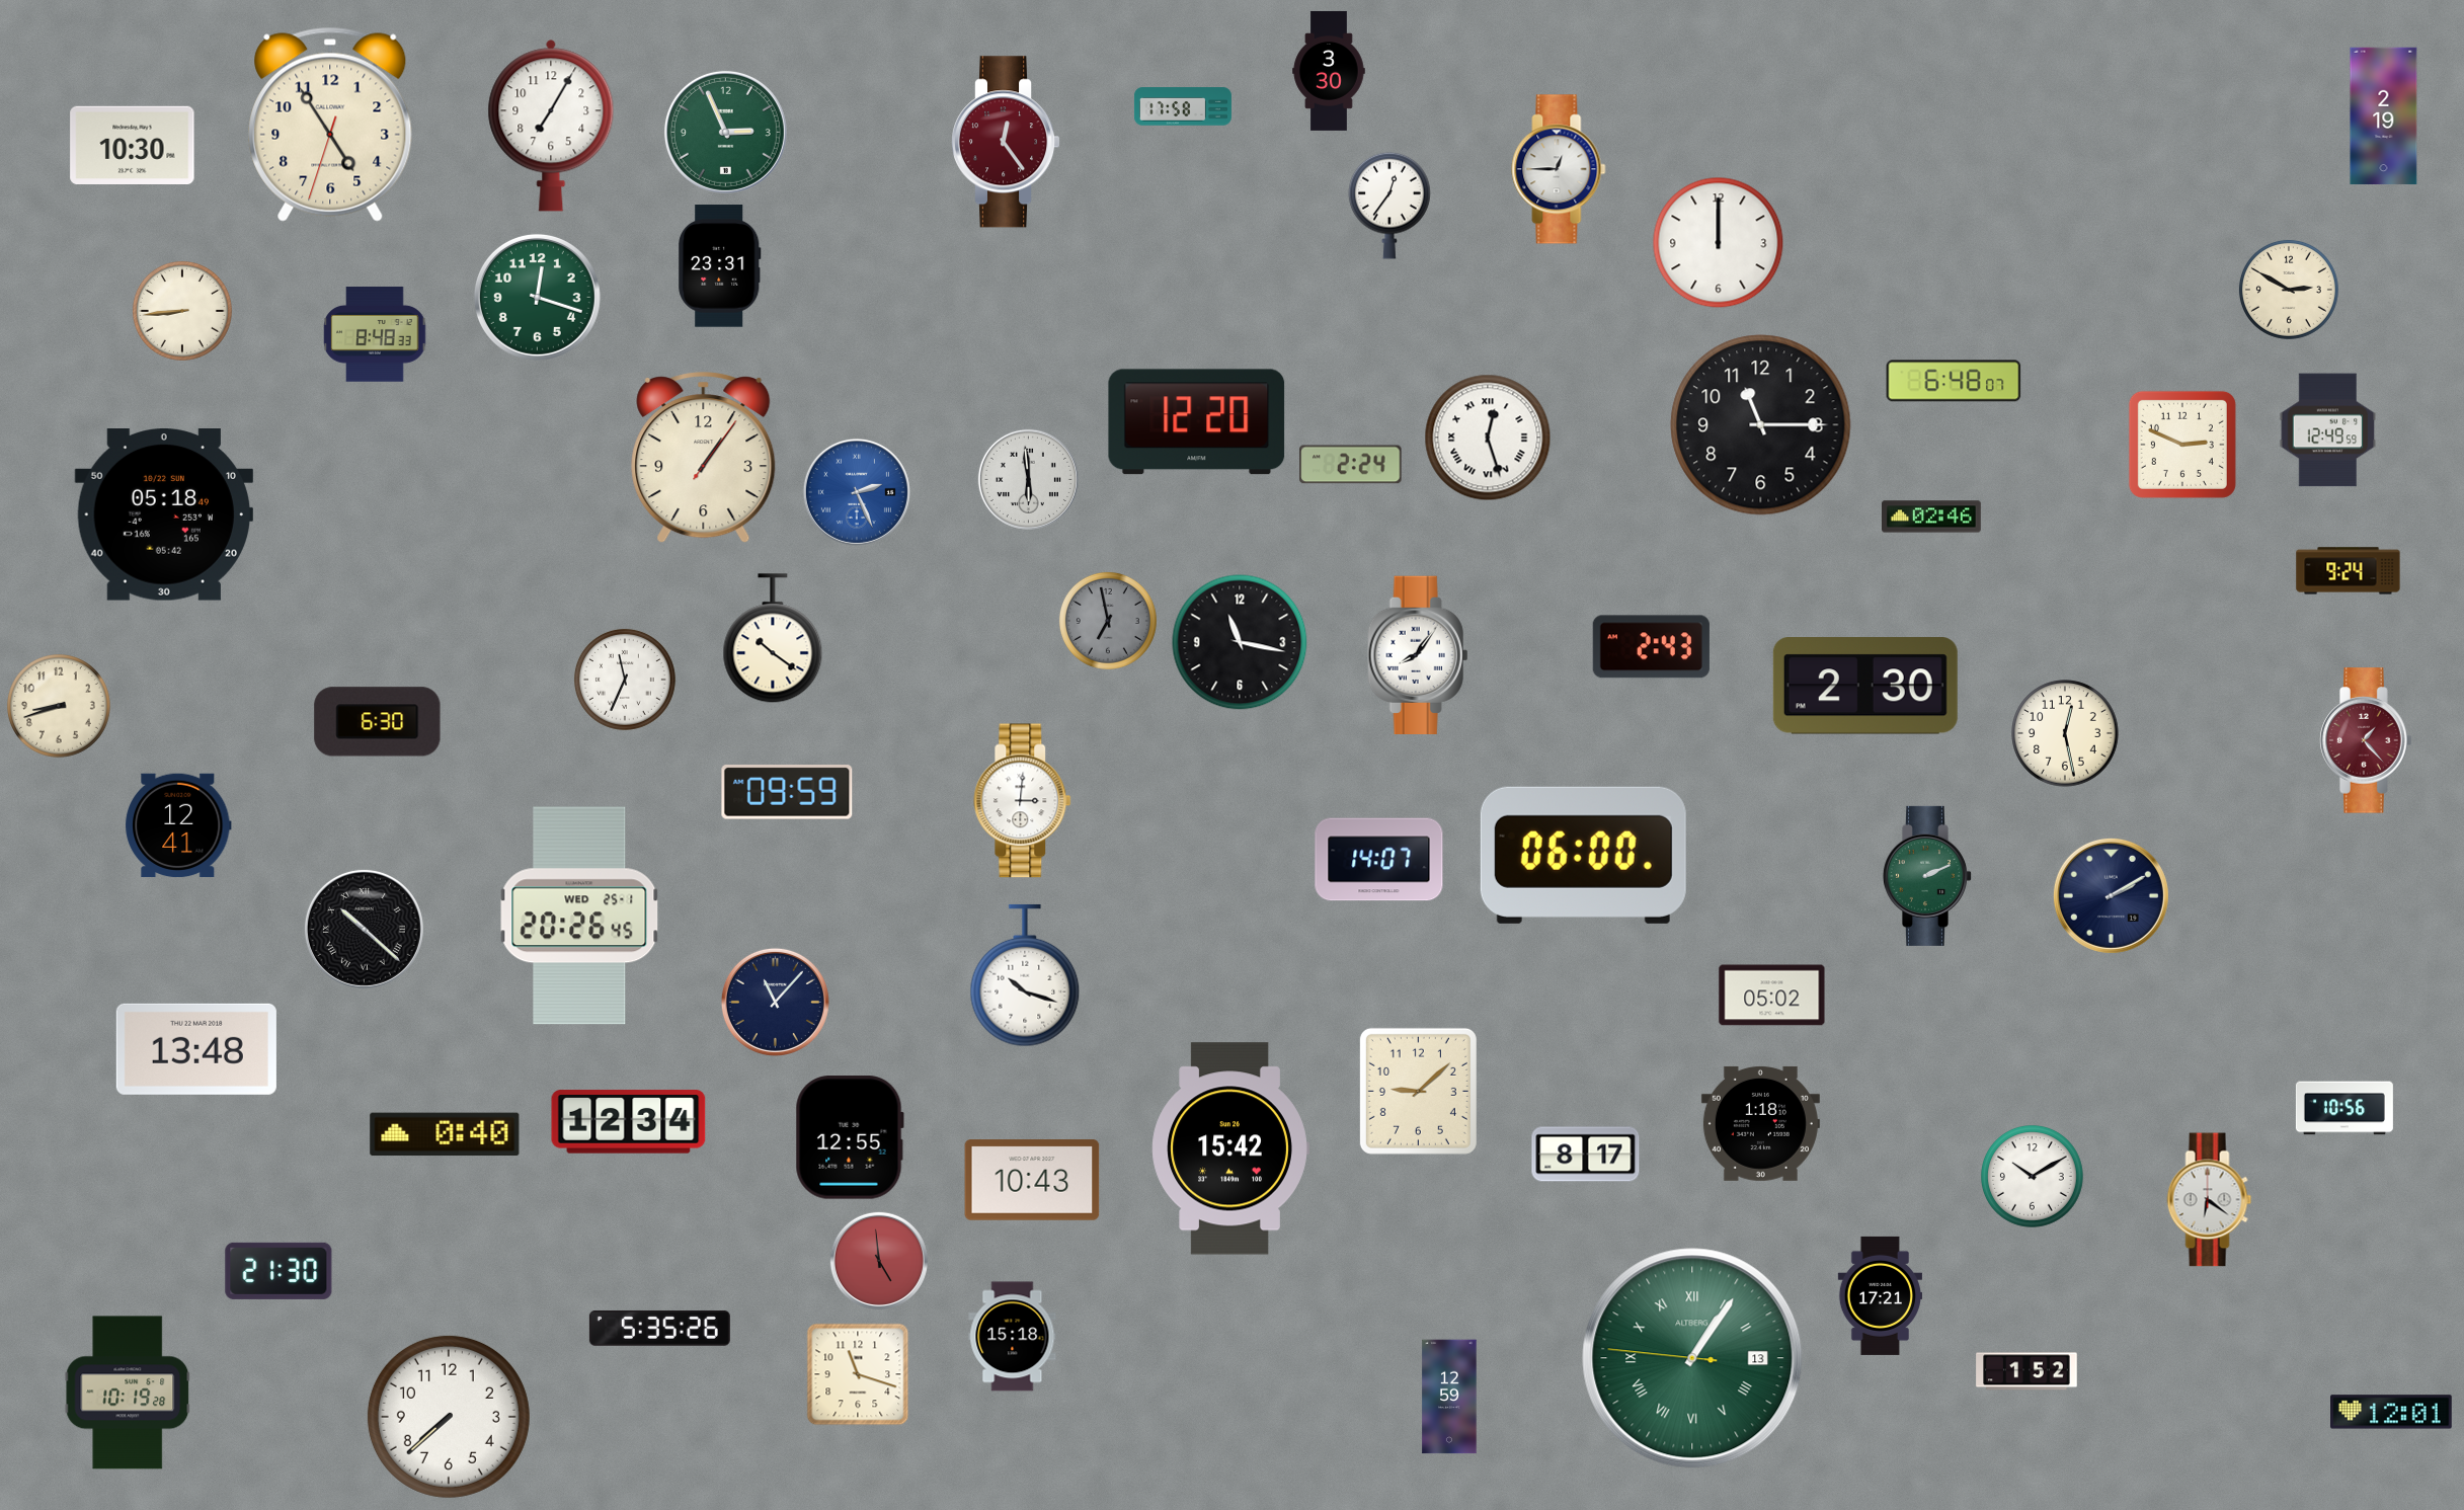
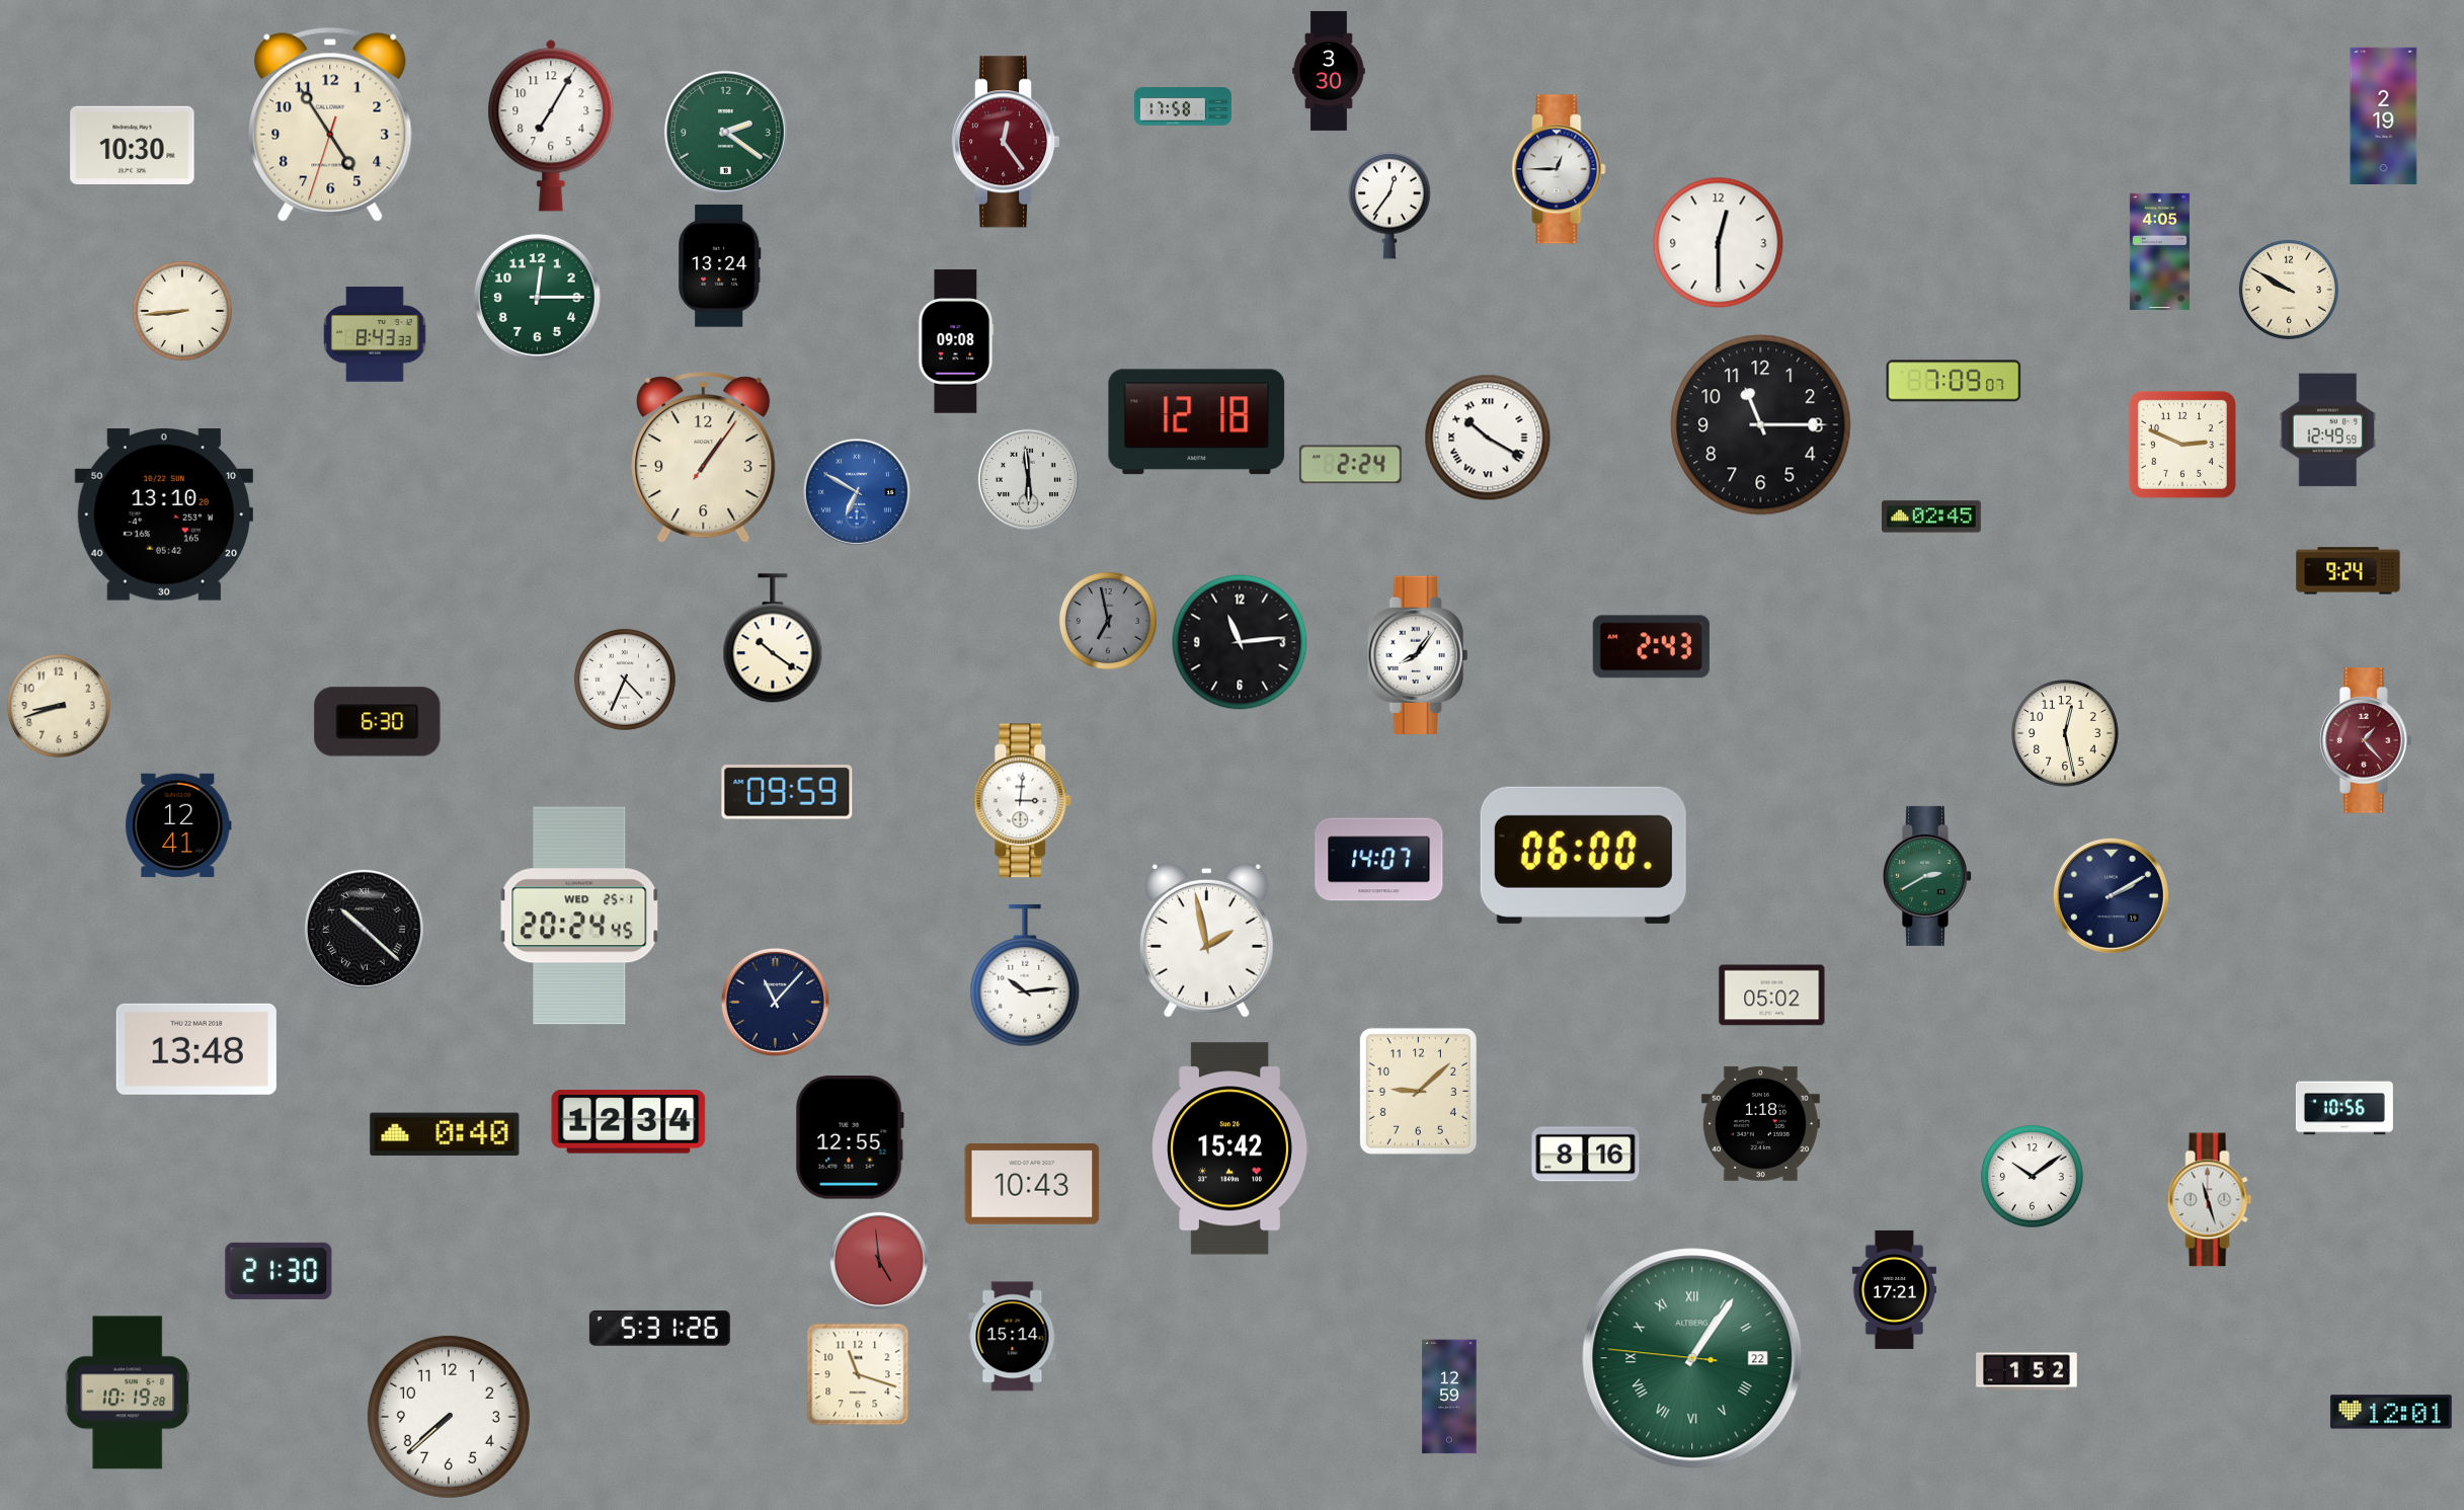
clock at (725, 132): 2:56 -> 2:21
clock at (1719, 243): 12:00 -> 12:30
clock at (2159, 251): none -> 4:05
clock at (720, 266): 23:31 -> 13:24
clock at (2289, 290): 2:50 -> 9:50
clock at (537, 297): 12:18 -> 12:15
clock at (375, 334): 8:48 -> 8:43
clock at (956, 341): none -> 09:08
clock at (1954, 381): 6:48 -> 7:09
clock at (1197, 422): 12:20 -> 12:18
clock at (1488, 438): 12:27 -> 10:20
clock at (857, 492): 2:26 -> 6:50
clock at (163, 515): 05:18 -> 13:10
clock at (1932, 516): 02:46 -> 02:45
clock at (1240, 642): 11:17 -> 11:14
clock at (625, 680): 11:34 -> 4:34
clock at (1865, 686): 2:30 -> none
clock at (1926, 876): 2:11 -> 2:40
clock at (579, 916): 20:26 -> 20:24
clock at (1206, 940): none -> 1:58
clock at (1025, 975): 10:18 -> 10:14
clock at (1586, 1155): 8:17 -> 8:16
clock at (2033, 1177): 10:10 -> 10:09
clock at (1032, 1180) position: (1032, 1180) -> (1032, 1184)
clock at (2210, 1200): 6:21 -> 11:27
clock at (1880, 1295) position: (1880, 1295) -> (1894, 1289)
clock at (659, 1328): 5:35 -> 5:31
clock at (1013, 1337): 15:18 -> 15:14
clock at (1692, 1358) date: 13 -> 22
